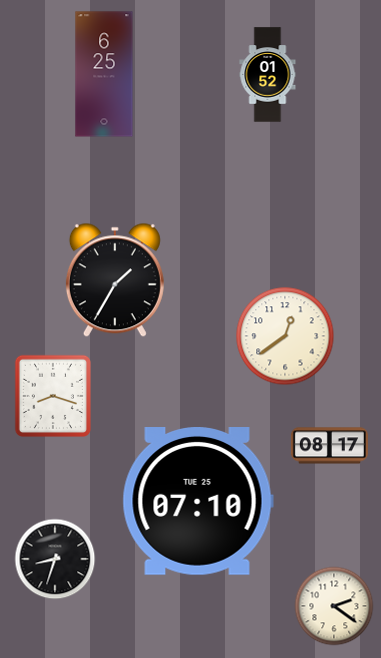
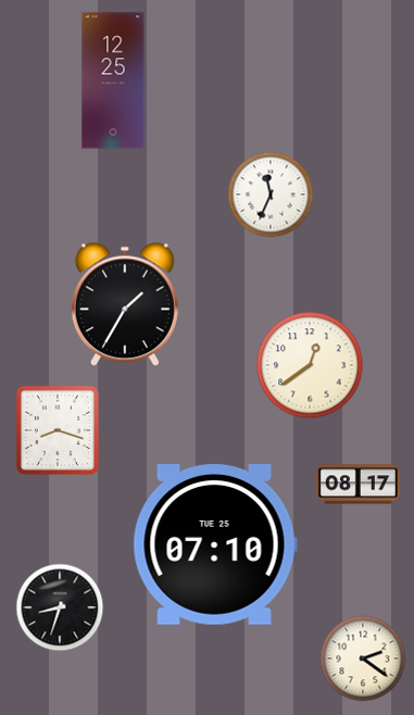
clock at (104, 74): 6:25 -> 12:25
clock at (268, 75): 01:52 -> none
clock at (271, 195): none -> 11:34
